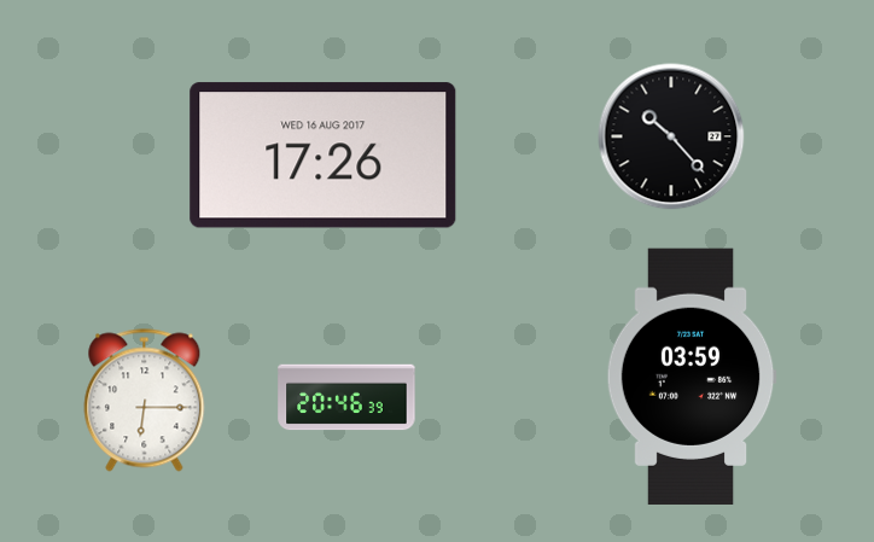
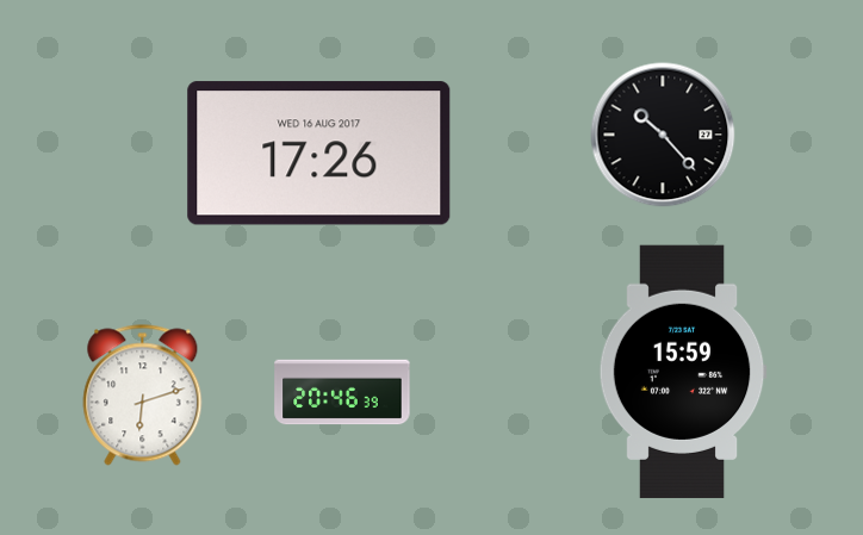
clock at (692, 377): 03:59 -> 15:59
clock at (145, 401): 6:15 -> 6:12
